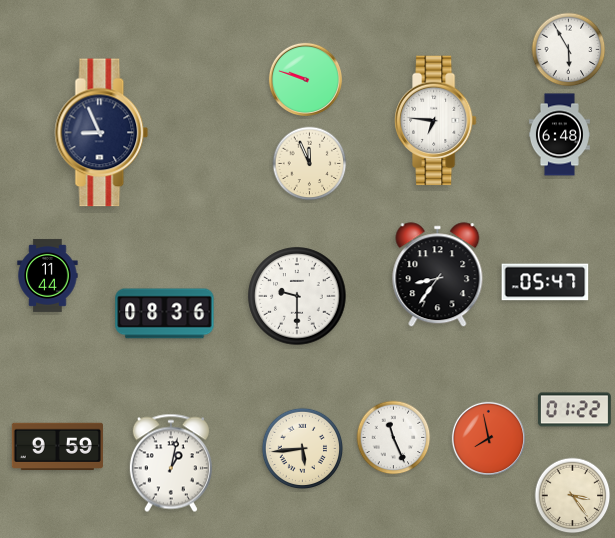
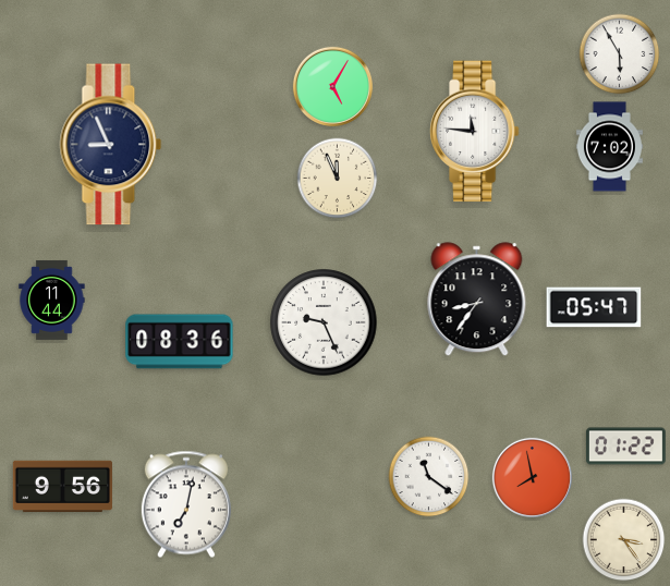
clock at (305, 79): 9:48 -> 5:05
clock at (435, 121): 6:46 -> 11:46
clock at (559, 135): 6:48 -> 7:02
clock at (297, 296): 9:30 -> 9:26
clock at (394, 438): 11:26 -> 11:21
clock at (57, 447): 9:59 -> 9:56
clock at (302, 448): 5:44 -> none
clock at (171, 463): 1:02 -> 7:02
